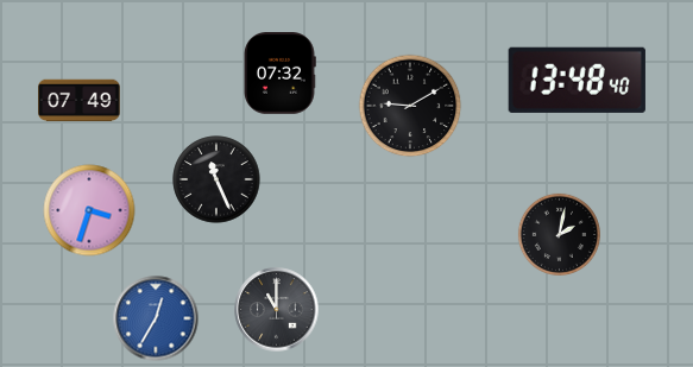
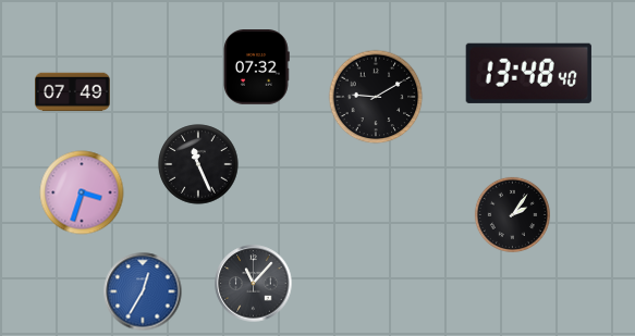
clock at (559, 234): 2:02 -> 2:06
clock at (277, 310): 11:00 -> 11:07
